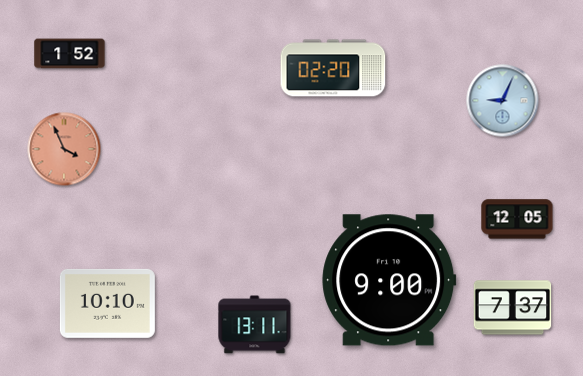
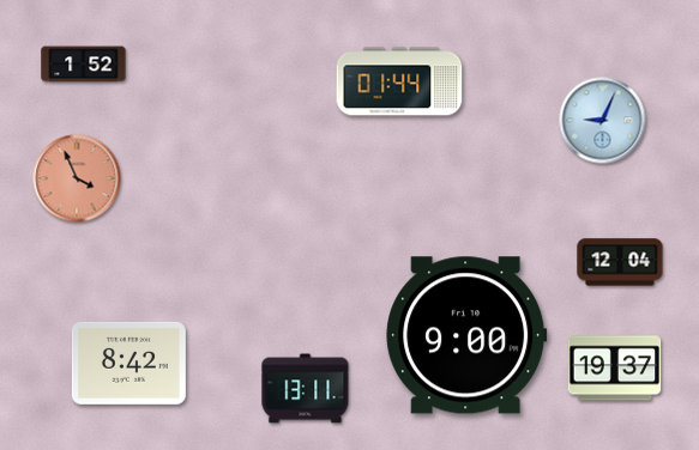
clock at (333, 68): 02:20 -> 01:44
clock at (517, 219): 12:05 -> 12:04
clock at (107, 303): 10:10 -> 8:42
clock at (513, 308): 7:37 -> 19:37
